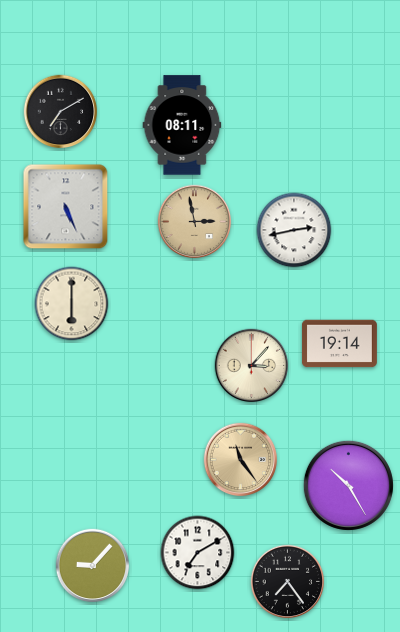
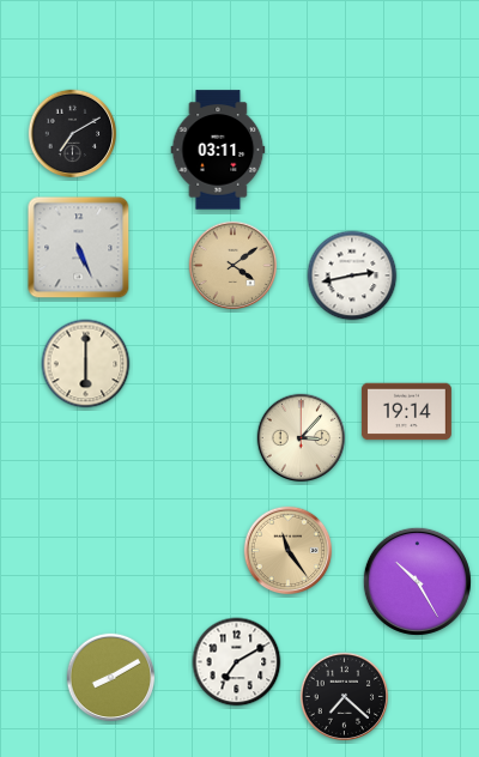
clock at (182, 125): 08:11 -> 03:11
clock at (195, 222): 2:58 -> 4:09
clock at (93, 566): 9:07 -> 8:10
clock at (288, 582): 7:24 -> 7:22
